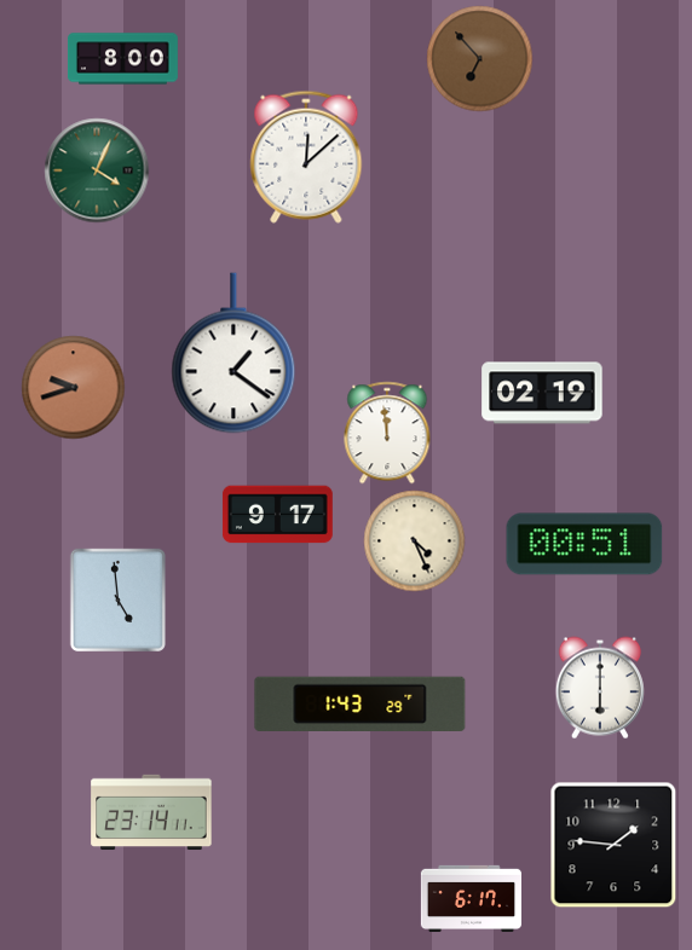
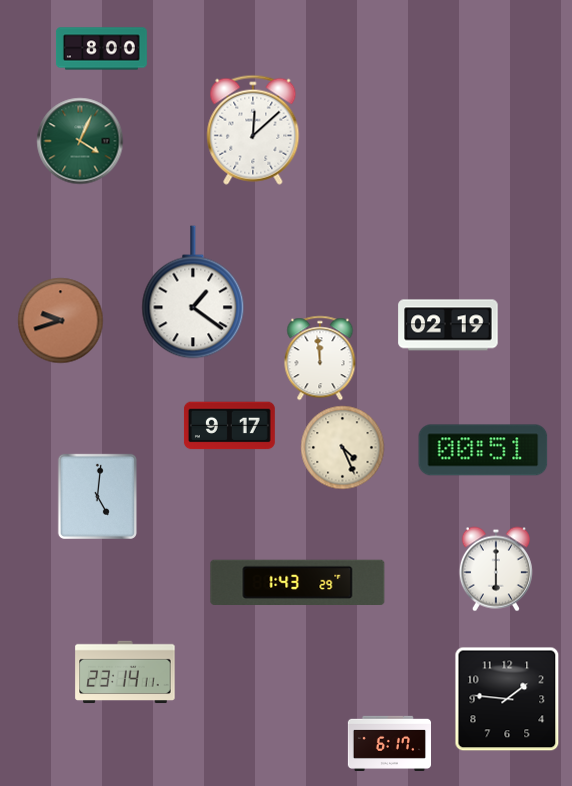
clock at (479, 58): 6:53 -> none
clock at (117, 599): 4:59 -> 5:01
